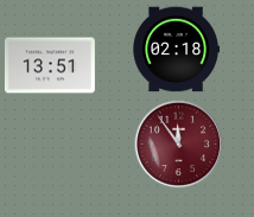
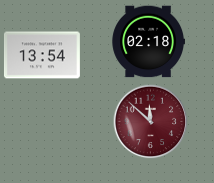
clock at (50, 65): 13:51 -> 13:54
clock at (179, 145): 11:54 -> 11:52
